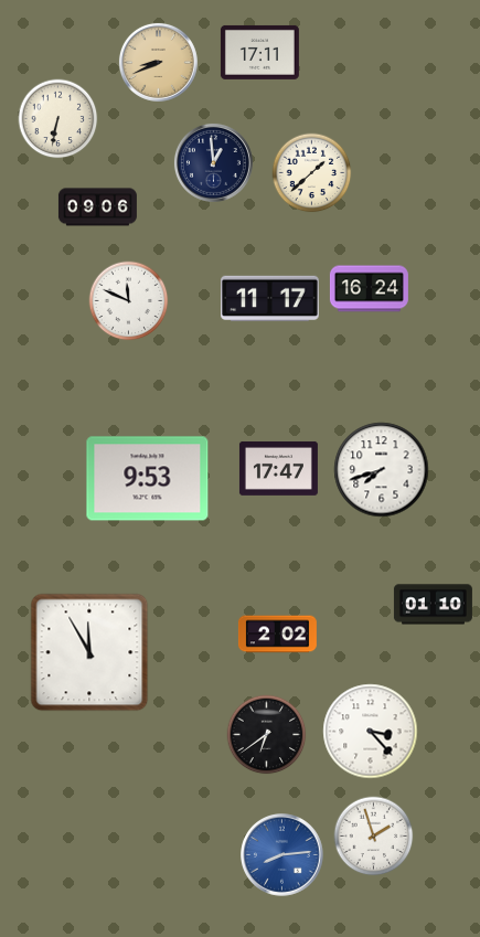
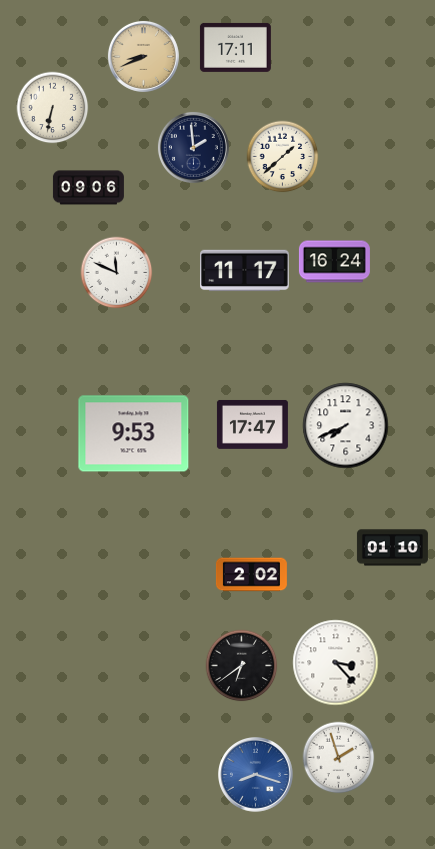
clock at (213, 162): 12:59 -> 1:59
clock at (382, 470): 7:42 -> 7:41
clock at (89, 652): 11:55 -> none
clock at (282, 855): 8:14 -> 8:18
